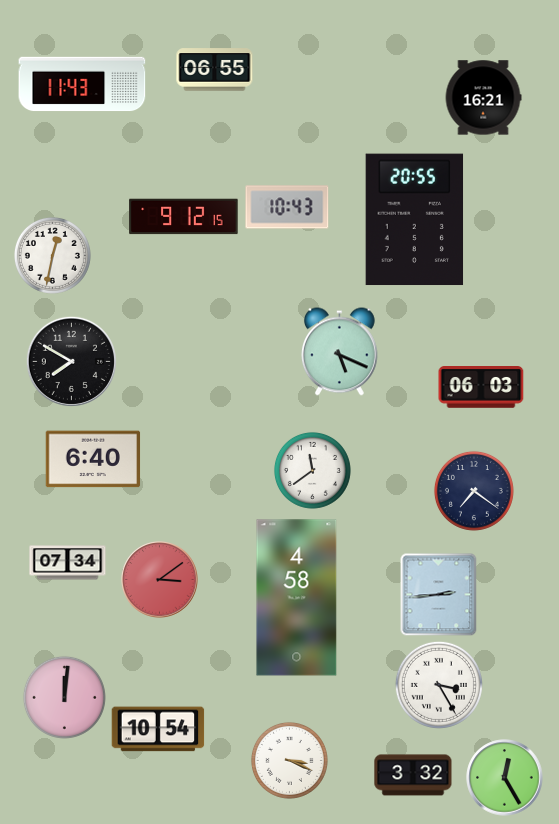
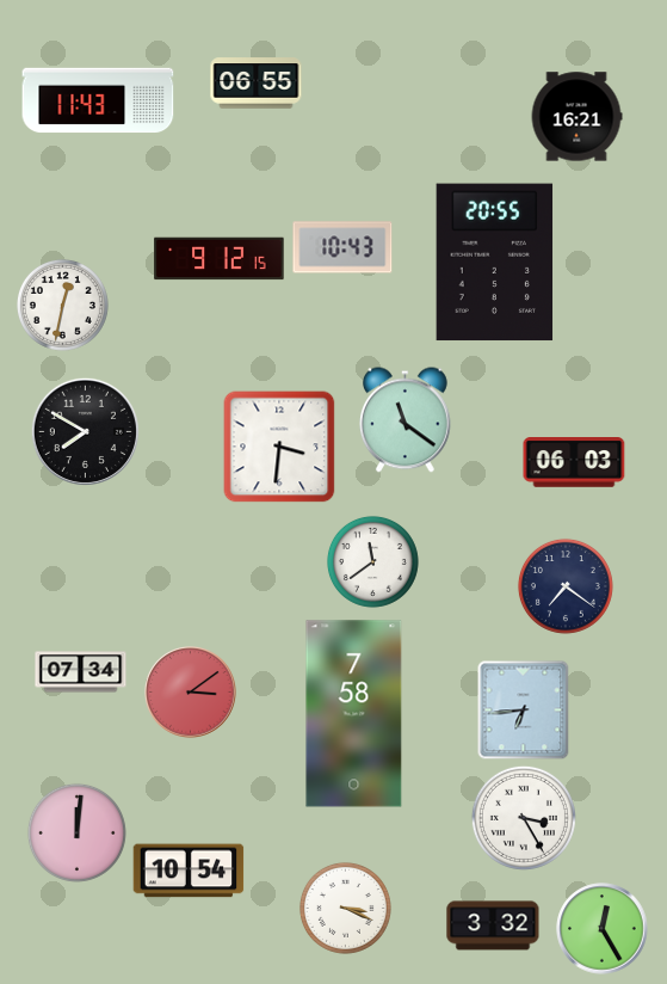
clock at (340, 352): 5:19 -> 11:21
clock at (279, 447): none -> 3:31
clock at (93, 459): 6:40 -> none
clock at (439, 594): 2:44 -> 6:44
clock at (297, 598): 4:58 -> 7:58
